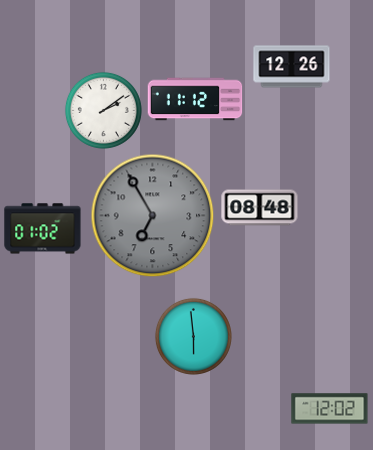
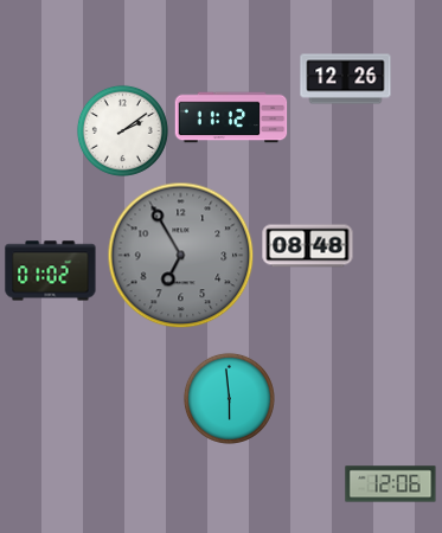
clock at (330, 409): 12:02 -> 12:06
